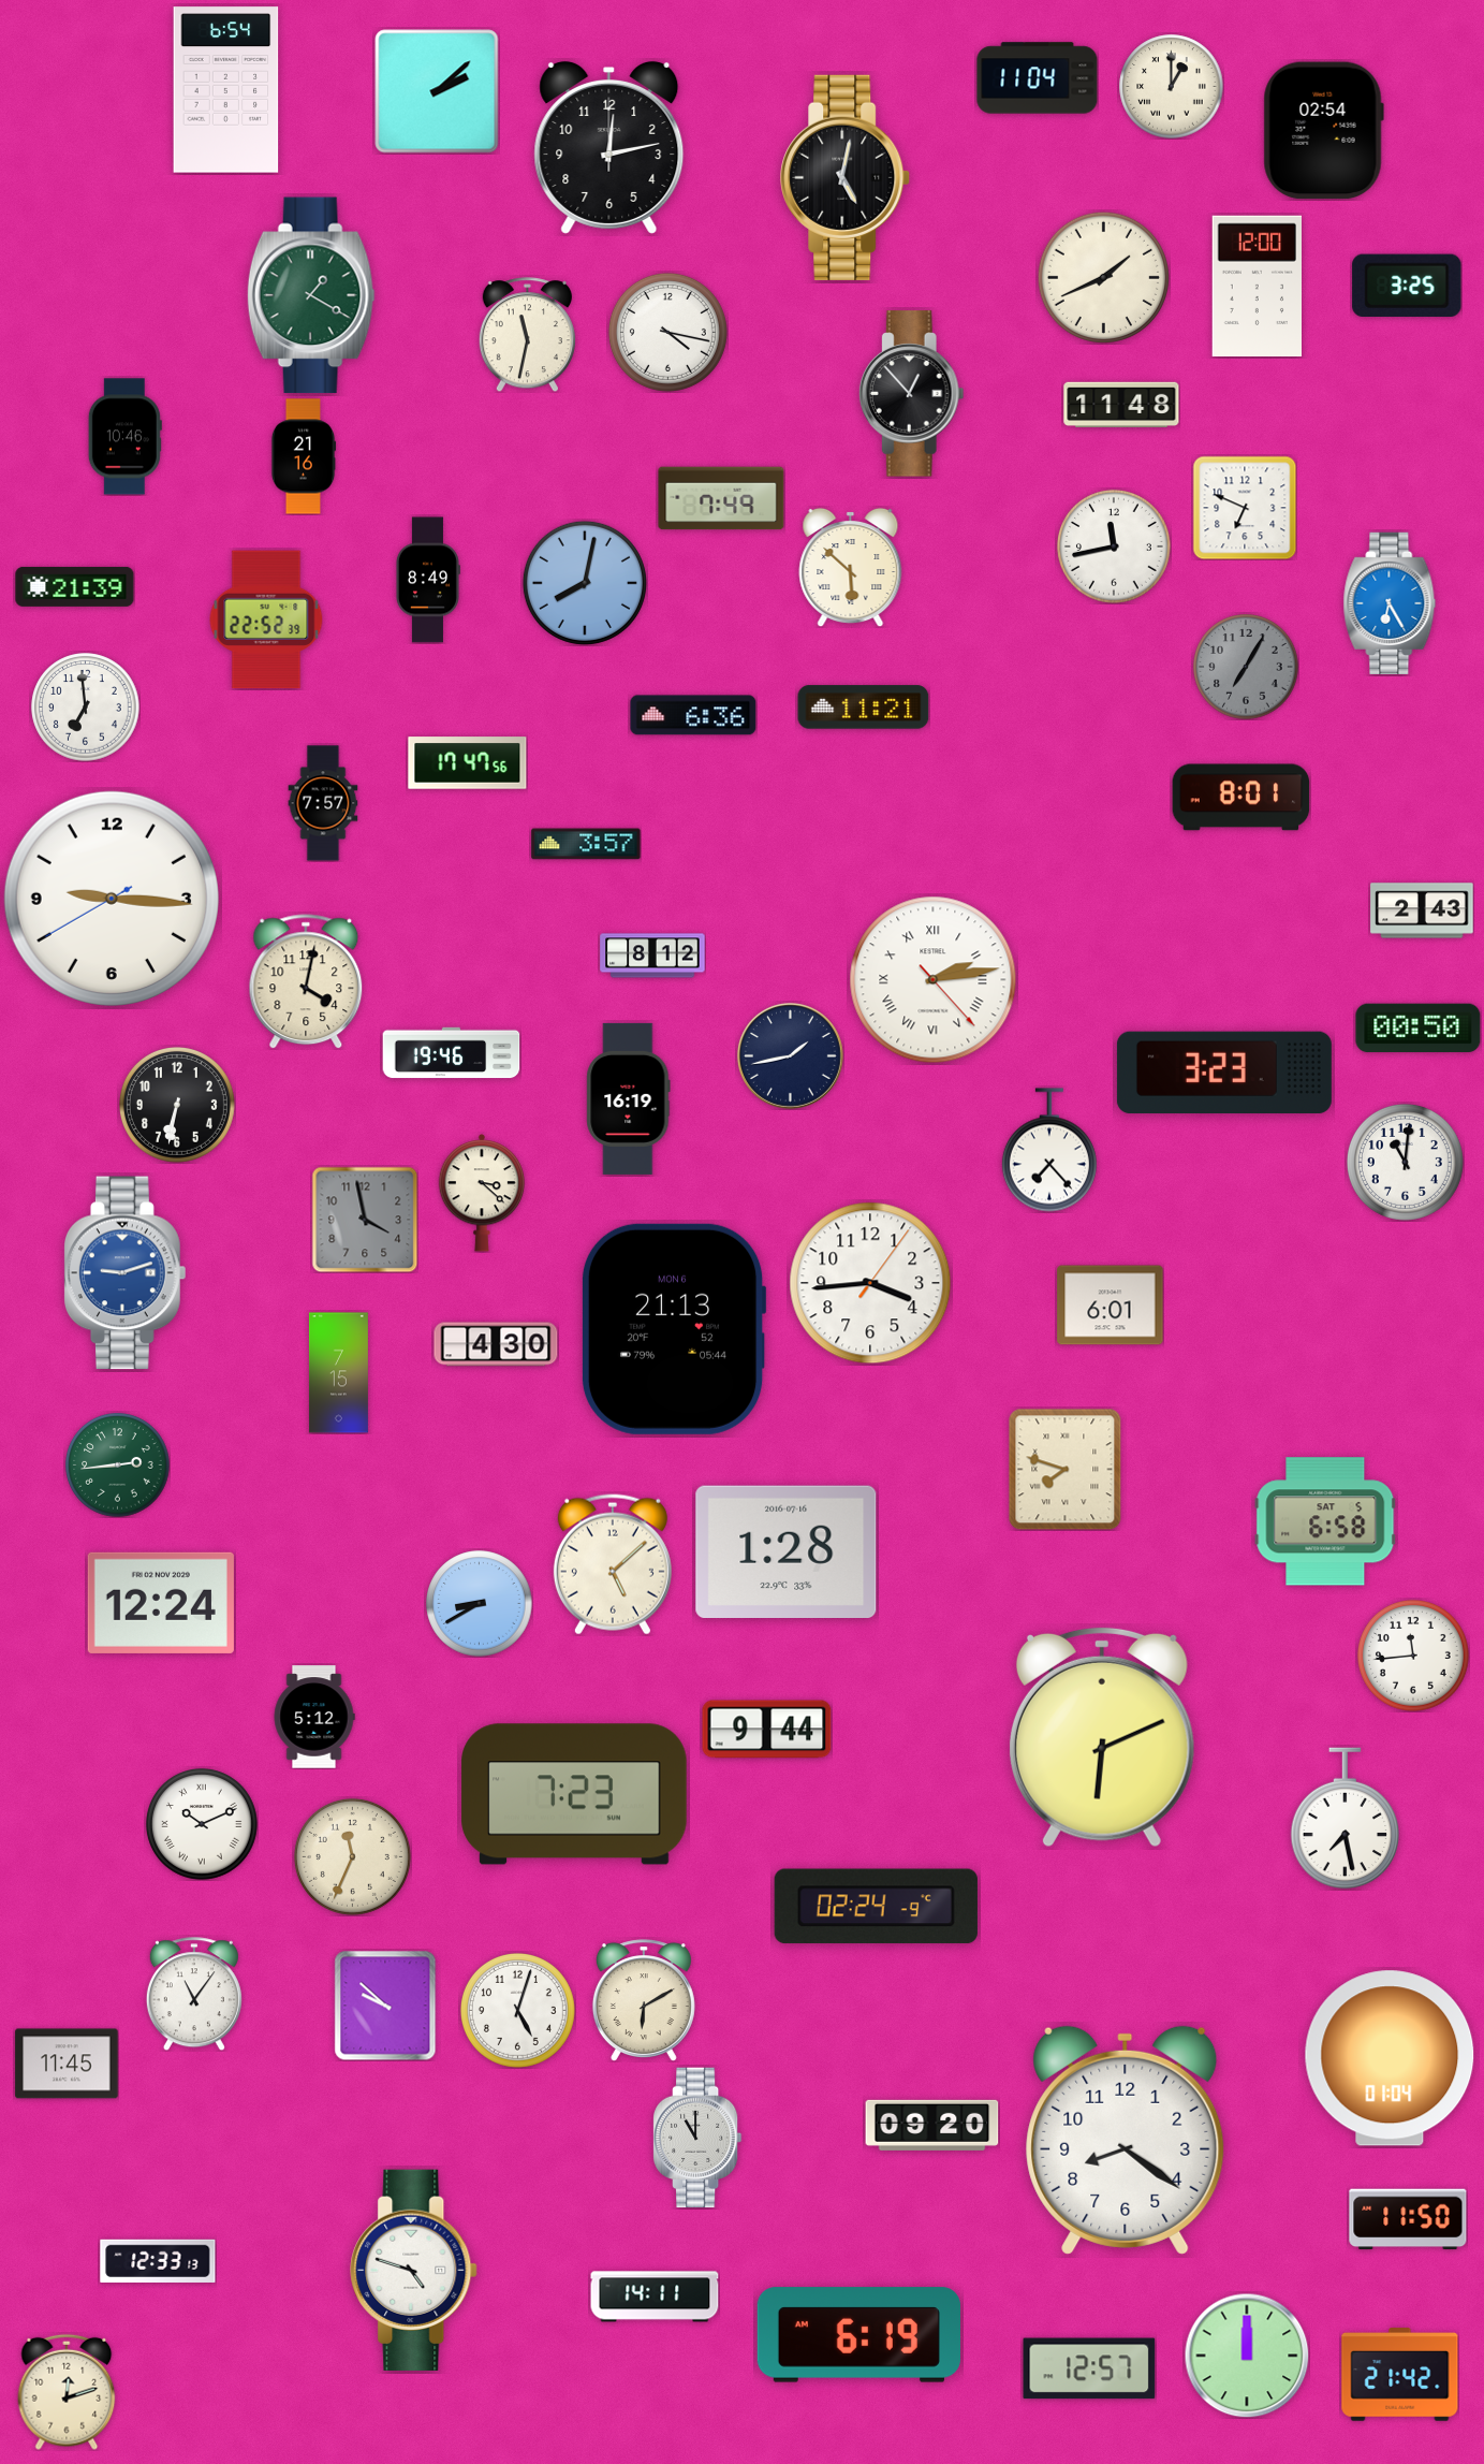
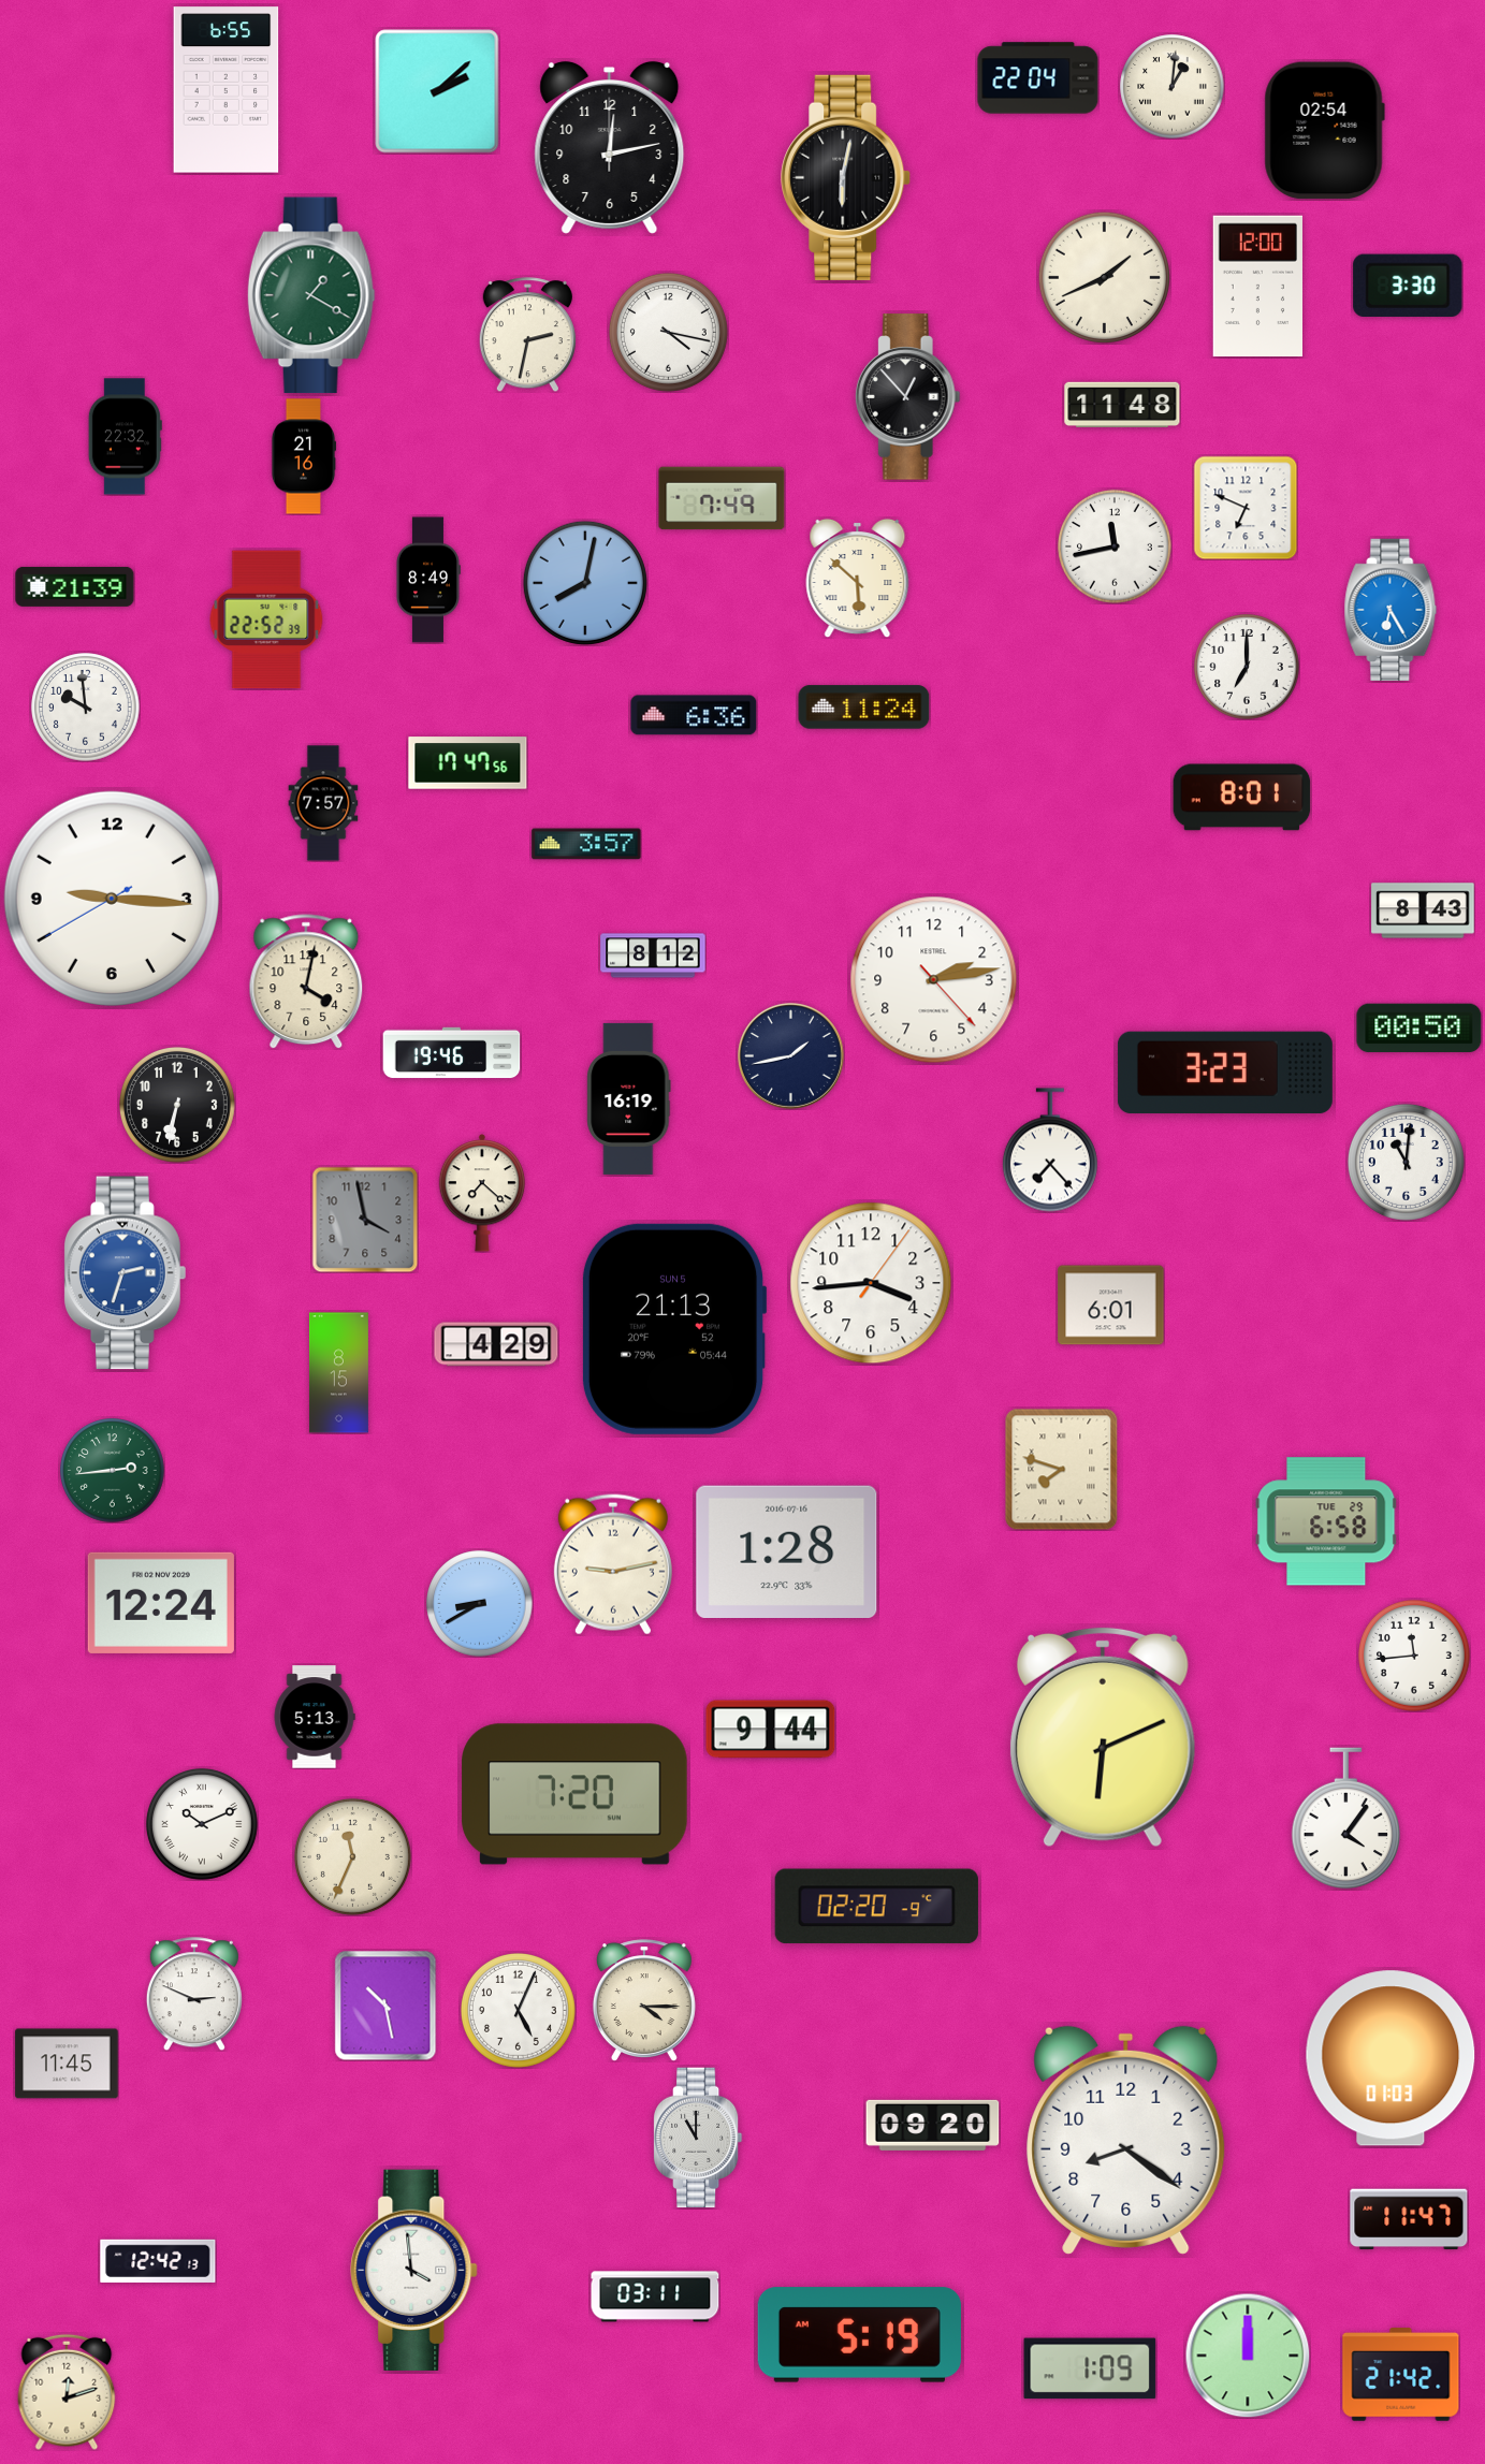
clock at (1038, 78): 11:04 -> 22:04
clock at (1172, 87): 1:00 -> 1:01
clock at (226, 90): 6:54 -> 6:55
clock at (846, 177): 5:02 -> 6:02
clock at (1407, 286): 3:25 -> 3:30
clock at (527, 335): 11:32 -> 2:32
clock at (911, 394) position: (911, 394) -> (907, 397)
clock at (124, 437): 10:46 -> 22:32
clock at (851, 567) position: (851, 567) -> (858, 578)
clock at (1390, 603) position: (1390, 603) -> (1391, 610)
clock at (1246, 667): 7:05 -> 7:00
clock at (1246, 667) dial: grey -> white
clock at (86, 708): 6:59 -> 9:59
clock at (864, 708): 11:21 -> 11:24
clock at (1422, 910): 2:43 -> 8:43
clock at (934, 980) numerals: Roman -> Arabic
clock at (482, 1193): 3:22 -> 7:22
clock at (126, 1273): 9:12 -> 2:33
clock at (674, 1329) date: MON 6 -> SUN 5
clock at (496, 1344): 4:30 -> 4:29
clock at (338, 1373): 7:15 -> 8:15
clock at (118, 1466) position: (118, 1466) -> (113, 1471)
clock at (1066, 1469) position: (1066, 1469) -> (1062, 1469)
clock at (1325, 1521) date: SAT 5 -> TUE 29
clock at (613, 1564): 5:08 -> 9:13
clock at (314, 1717): 5:12 -> 5:13
clock at (767, 1730) position: (767, 1730) -> (771, 1730)
clock at (574, 1794): 7:23 -> 7:20
clock at (1346, 1819): 7:28 -> 4:06
clock at (876, 1907): 02:24 -> 02:20
clock at (194, 1994): 11:06 -> 2:49
clock at (644, 2000): 6:10 -> 4:15
clock at (385, 2006): 9:52 -> 10:28
clock at (517, 2010): 5:03 -> 5:04
clock at (1390, 2058): 01:04 -> 01:03
clock at (1408, 2219): 11:50 -> 11:47
clock at (158, 2261): 12:33 -> 12:42
clock at (414, 2270): 4:48 -> 3:59
clock at (655, 2297): 14:11 -> 03:11
clock at (858, 2335): 6:19 -> 5:19
clock at (1089, 2368): 12:57 -> 1:09
